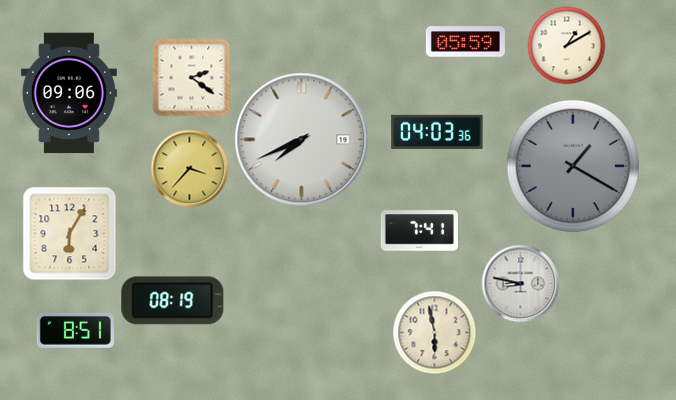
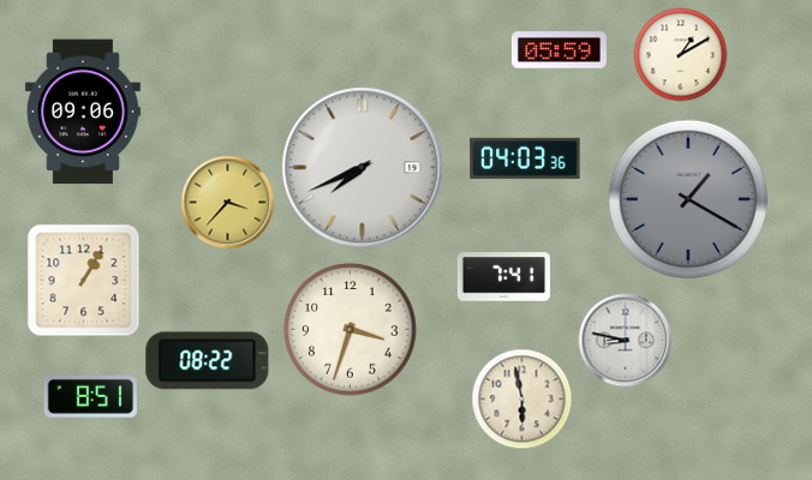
clock at (191, 77): 2:21 -> none
clock at (69, 233): 6:05 -> 1:05
clock at (351, 330): none -> 3:33
clock at (173, 301): 08:19 -> 08:22
